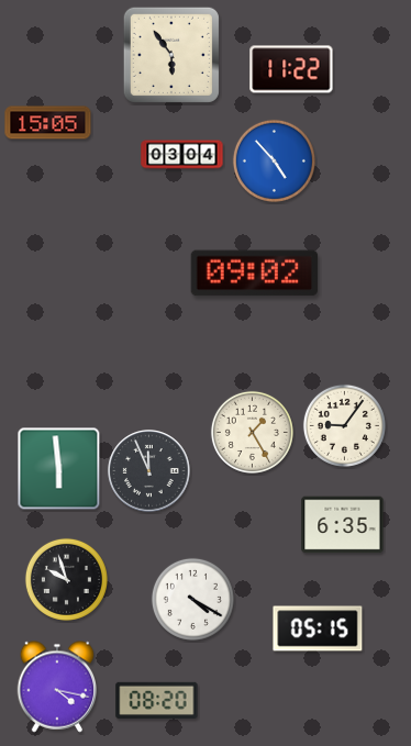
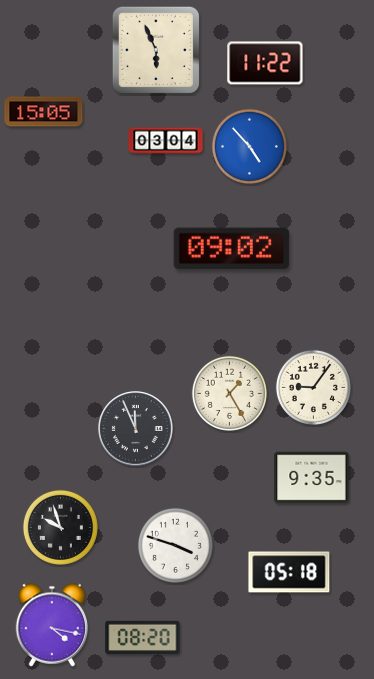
clock at (171, 55): 5:54 -> 5:56
clock at (59, 469): 5:59 -> none
clock at (343, 525): 6:35 -> 9:35
clock at (192, 599): 4:20 -> 3:48
clock at (318, 628): 05:15 -> 05:18
